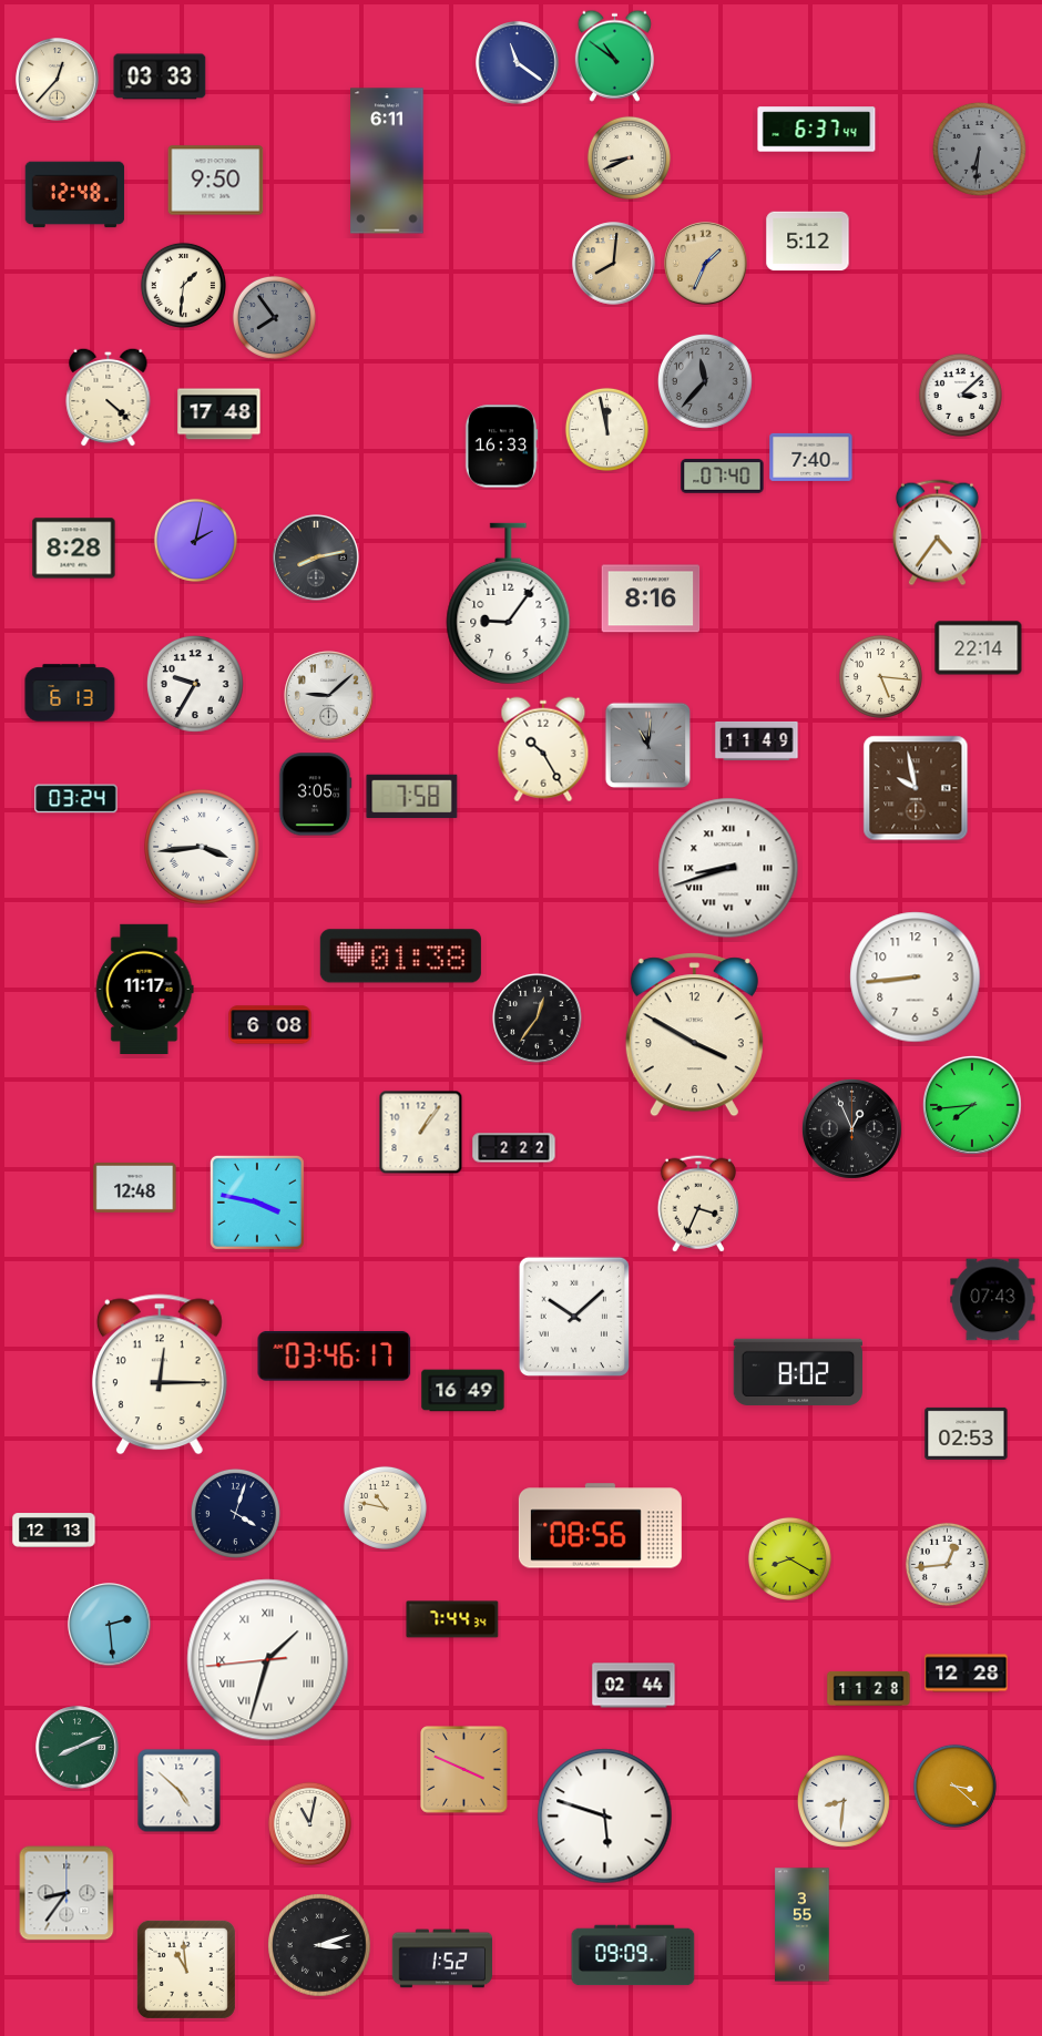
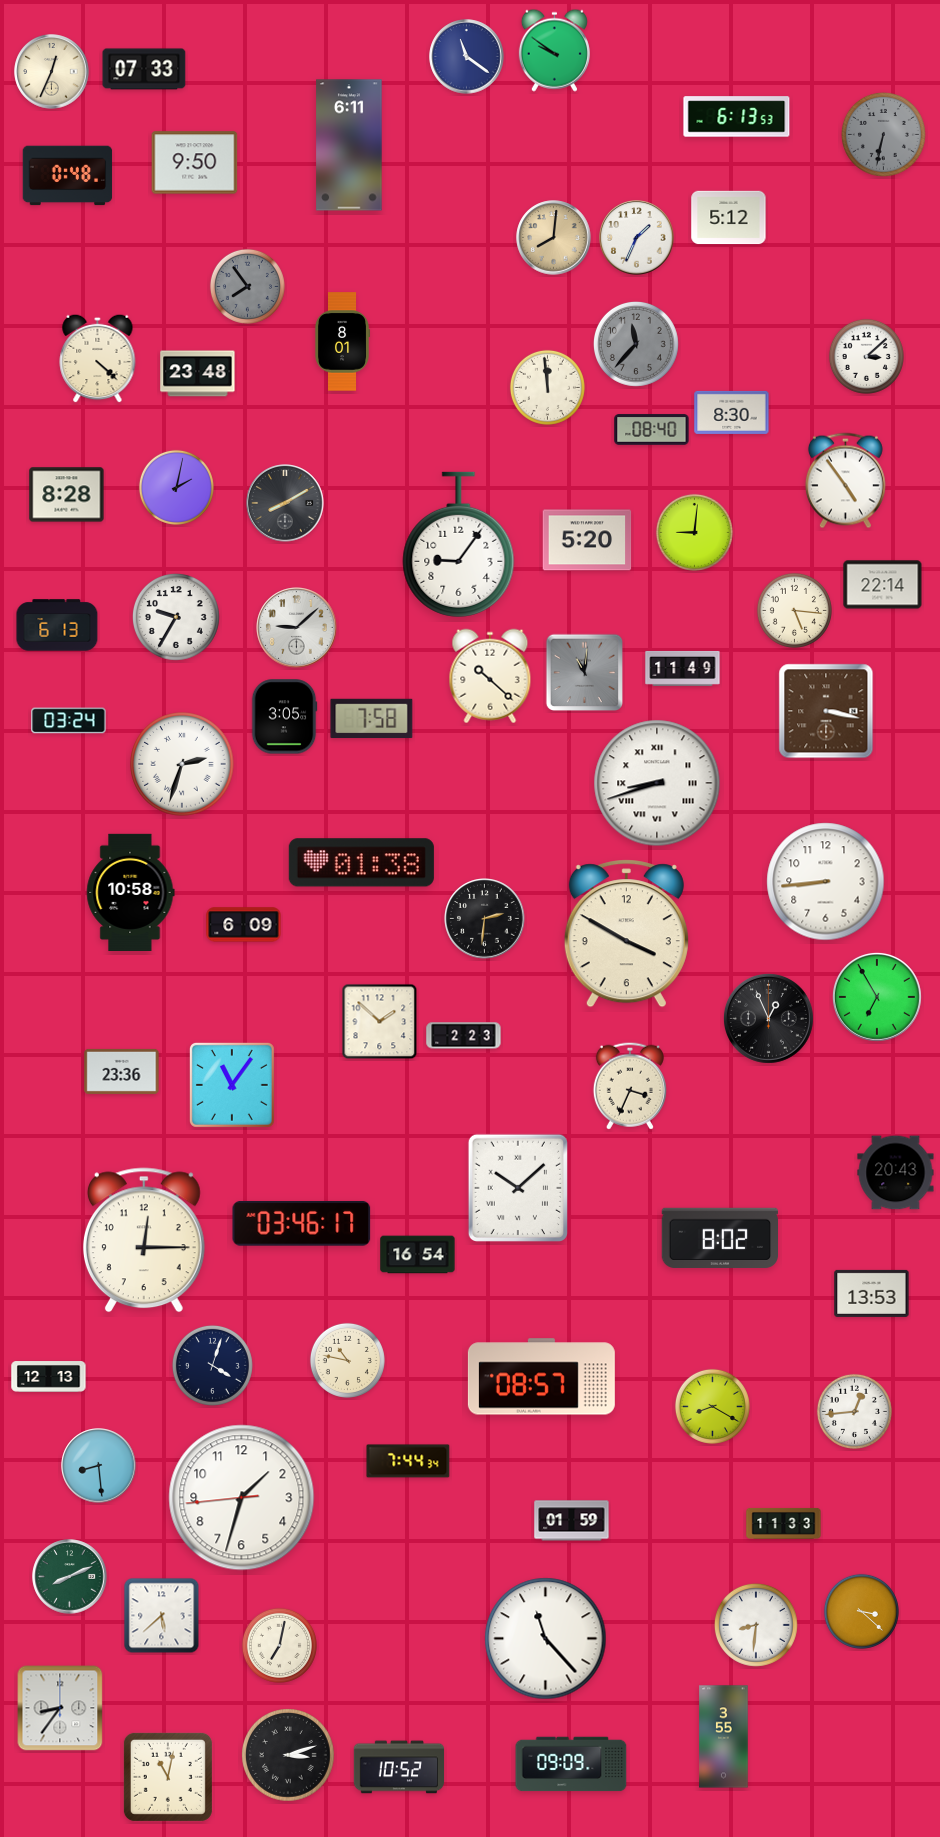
clock at (614, 55): 10:51 -> 9:51
clock at (160, 76): 03:33 -> 07:33
clock at (58, 80): 12:37 -> 12:34
clock at (817, 130): 6:37 -> 6:13
clock at (979, 149): 6:31 -> 6:32
clock at (629, 157): 8:41 -> none
clock at (75, 195): 12:48 -> 0:48
clock at (706, 264) dial: champagne -> white
clock at (183, 285): 1:31 -> none
clock at (341, 342): none -> 8:01
clock at (219, 415): 17:48 -> 23:48
clock at (606, 429): 11:58 -> 11:59
clock at (501, 447): 16:33 -> none
clock at (811, 457): 7:40 -> 8:30
clock at (723, 477): 07:40 -> 08:40
clock at (937, 533): 4:36 -> 4:54
clock at (316, 557): 8:13 -> 8:10
clock at (694, 532): none -> 9:01
clock at (651, 598): 8:16 -> 5:20
clock at (70, 693) position: (70, 693) -> (57, 625)
clock at (543, 749): 10:25 -> 10:22
clock at (916, 788): 9:58 -> 3:17
clock at (202, 847): 3:44 -> 2:33
clock at (144, 989): 11:17 -> 10:58
clock at (538, 1019): 12:36 -> 2:31
clock at (270, 1025): 6:08 -> 6:09
clock at (972, 1105): 7:44 -> 6:55
clock at (421, 1133): 1:06 -> 1:52
clock at (514, 1148): 2:22 -> 2:23
clock at (135, 1187): 12:48 -> 23:36
clock at (257, 1203): 3:47 -> 11:06
clock at (993, 1300): 07:43 -> 20:43
clock at (463, 1391): 16:49 -> 16:54
clock at (967, 1433): 02:53 -> 13:53
clock at (600, 1526): 08:56 -> 08:57
clock at (54, 1531) position: (54, 1531) -> (49, 1377)
clock at (110, 1625): 2:29 -> 8:29
clock at (268, 1660) numerals: Roman -> Arabic
clock at (967, 1674): 12:28 -> none
clock at (634, 1686): 02:44 -> 01:59
clock at (869, 1688): 11:28 -> 11:33
clock at (464, 1770): 3:49 -> none
clock at (180, 1791): 4:52 -> 5:38
clock at (844, 1801) position: (844, 1801) -> (756, 1625)
clock at (605, 1817): 5:48 -> 11:23
clock at (309, 1823): 11:02 -> 7:02
clock at (442, 1958): 1:52 -> 10:52
clock at (186, 1970): 10:59 -> 11:02
